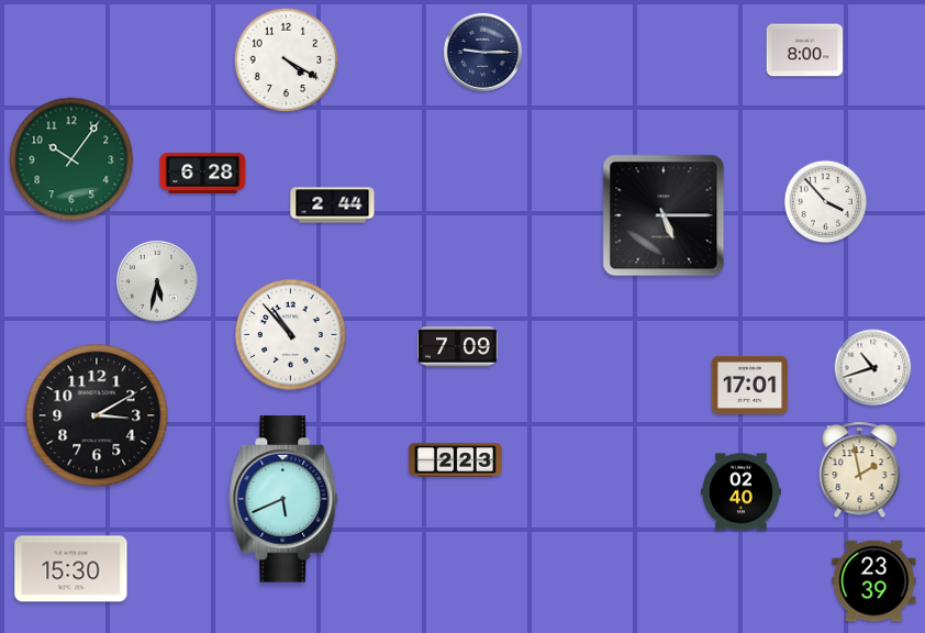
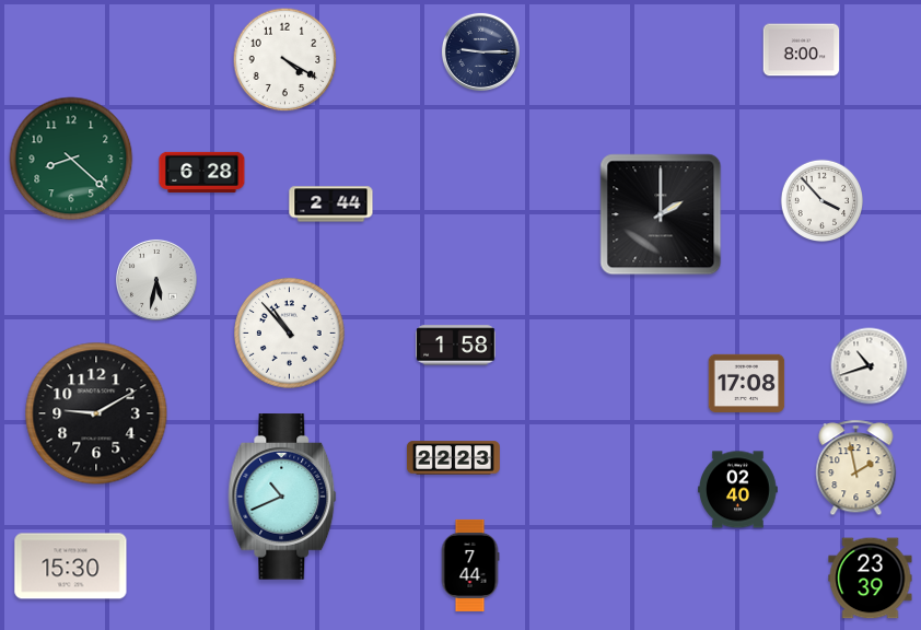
clock at (71, 159): 10:06 -> 8:22
clock at (664, 215): 5:15 -> 2:00
clock at (458, 347): 7:09 -> 1:58
clock at (750, 385): 17:01 -> 17:08
clock at (97, 415): 3:10 -> 9:10
clock at (455, 460): 2:23 -> 22:23
clock at (283, 499): 5:41 -> 10:41
clock at (470, 565): none -> 7:44
